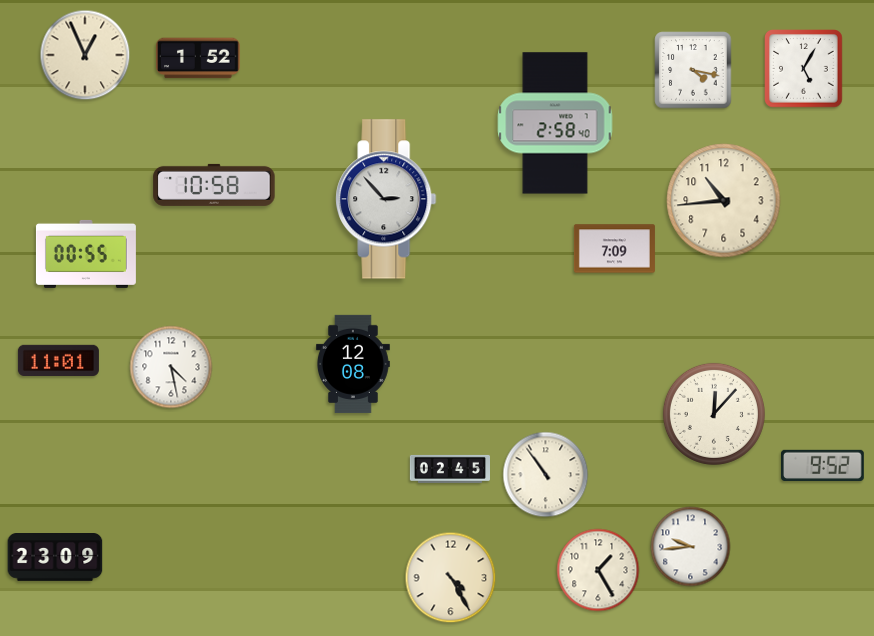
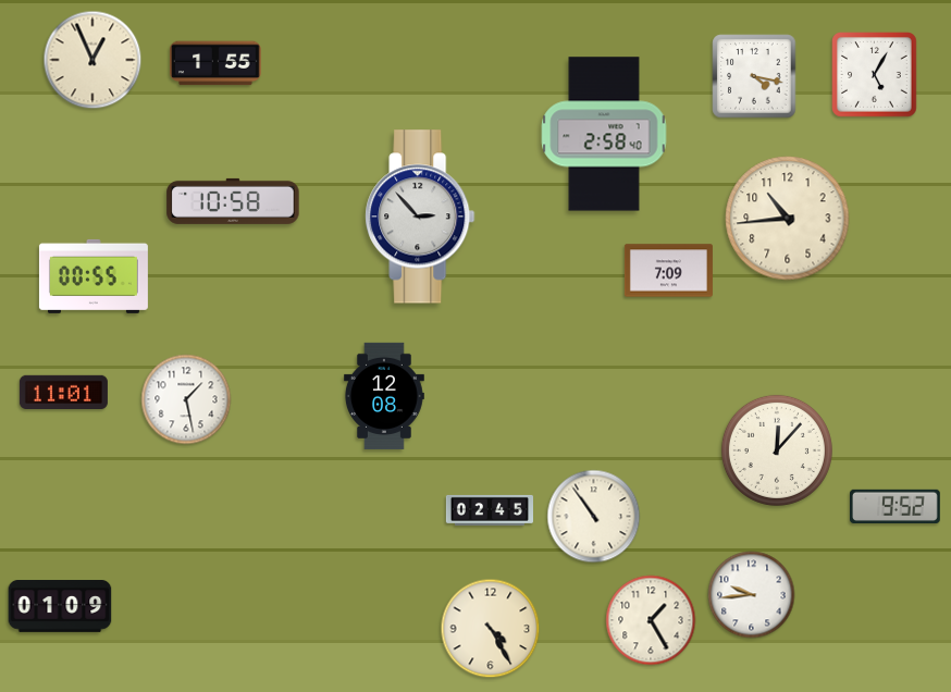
clock at (198, 58): 1:52 -> 1:55
clock at (171, 367): 4:28 -> 1:28
clock at (55, 558): 23:09 -> 01:09
